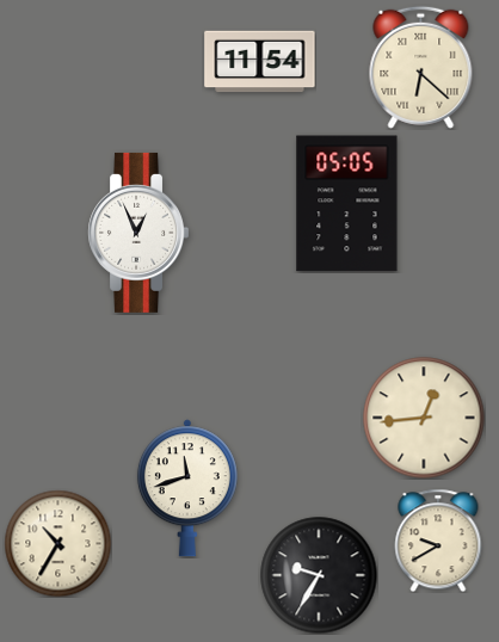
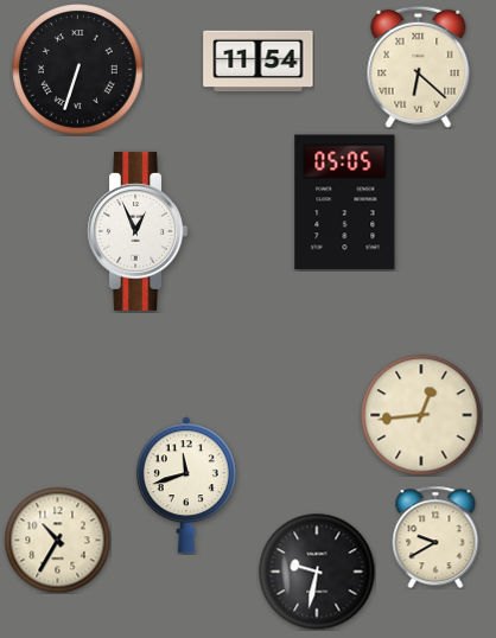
clock at (78, 70): none -> 6:33
clock at (319, 575): 9:35 -> 9:32
